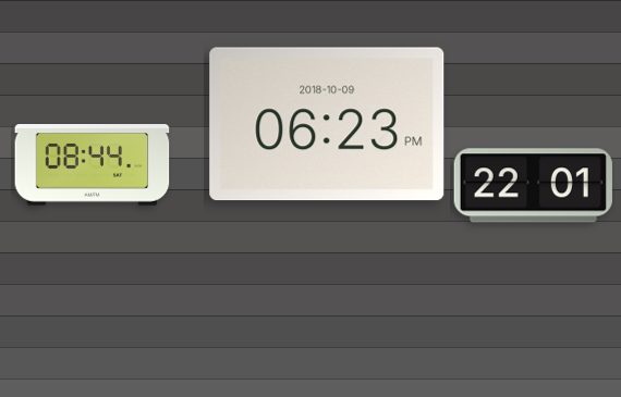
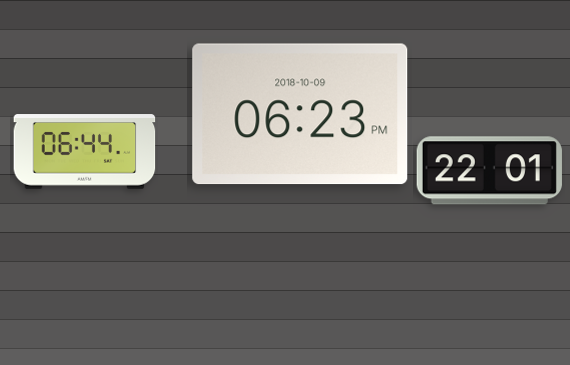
clock at (93, 165): 08:44 -> 06:44
